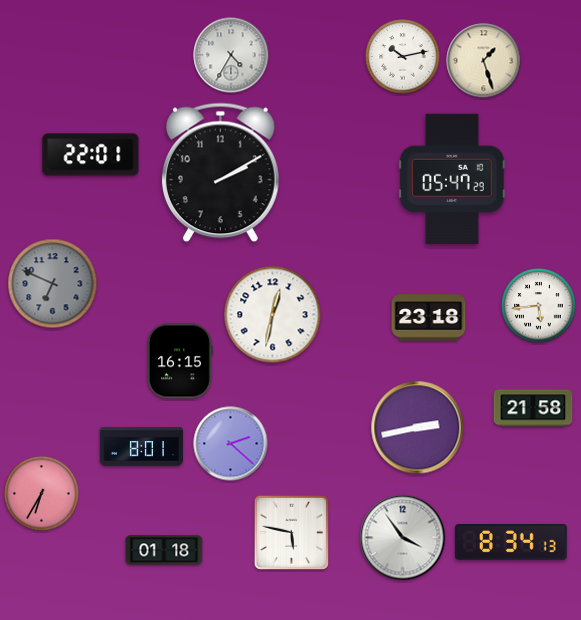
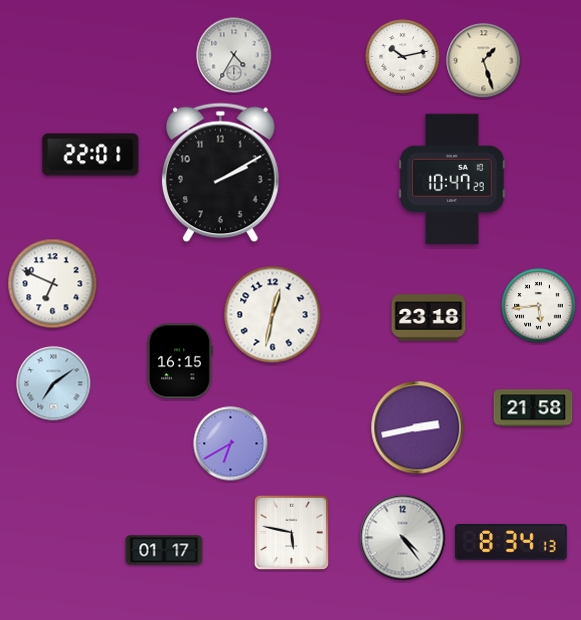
clock at (231, 55) position: (231, 55) -> (234, 55)
clock at (452, 179): 05:47 -> 10:47
clock at (53, 284) dial: grey -> white
clock at (54, 384): none -> 7:09
clock at (231, 444): 2:22 -> 6:40
clock at (141, 447): 8:01 -> none
clock at (42, 494): 6:35 -> none
clock at (403, 538): 3:54 -> 4:24
clock at (164, 550): 01:18 -> 01:17
